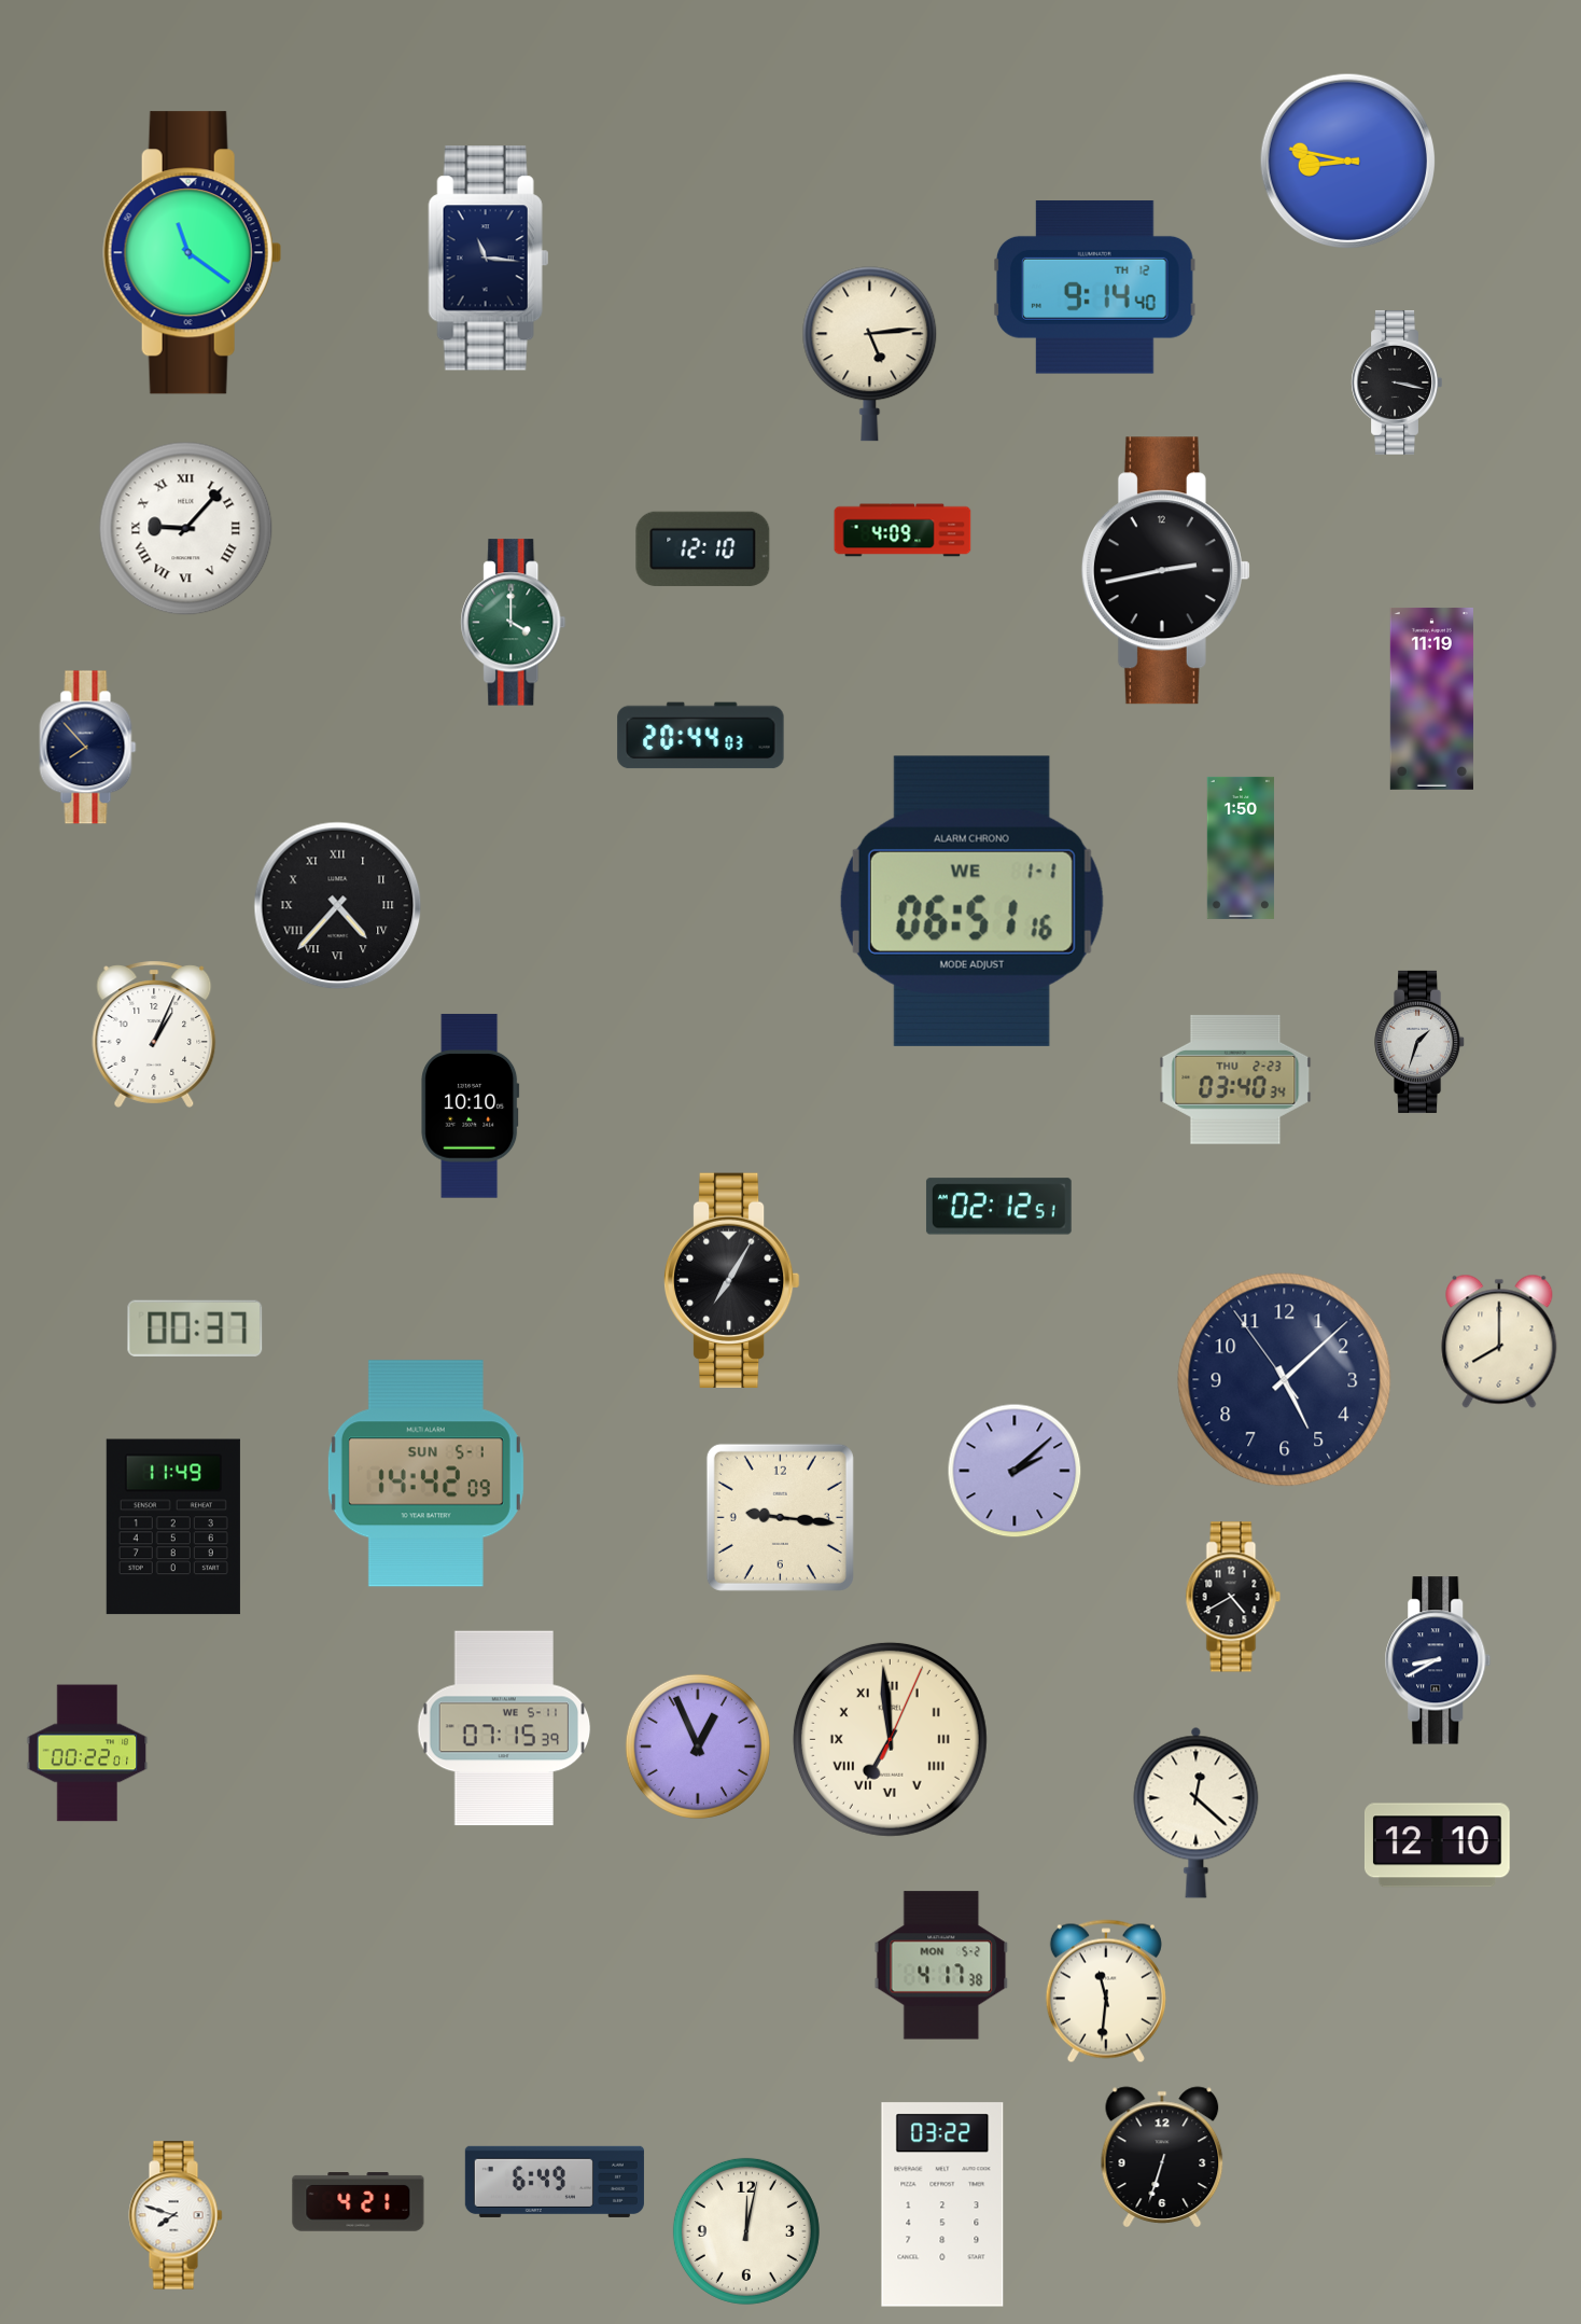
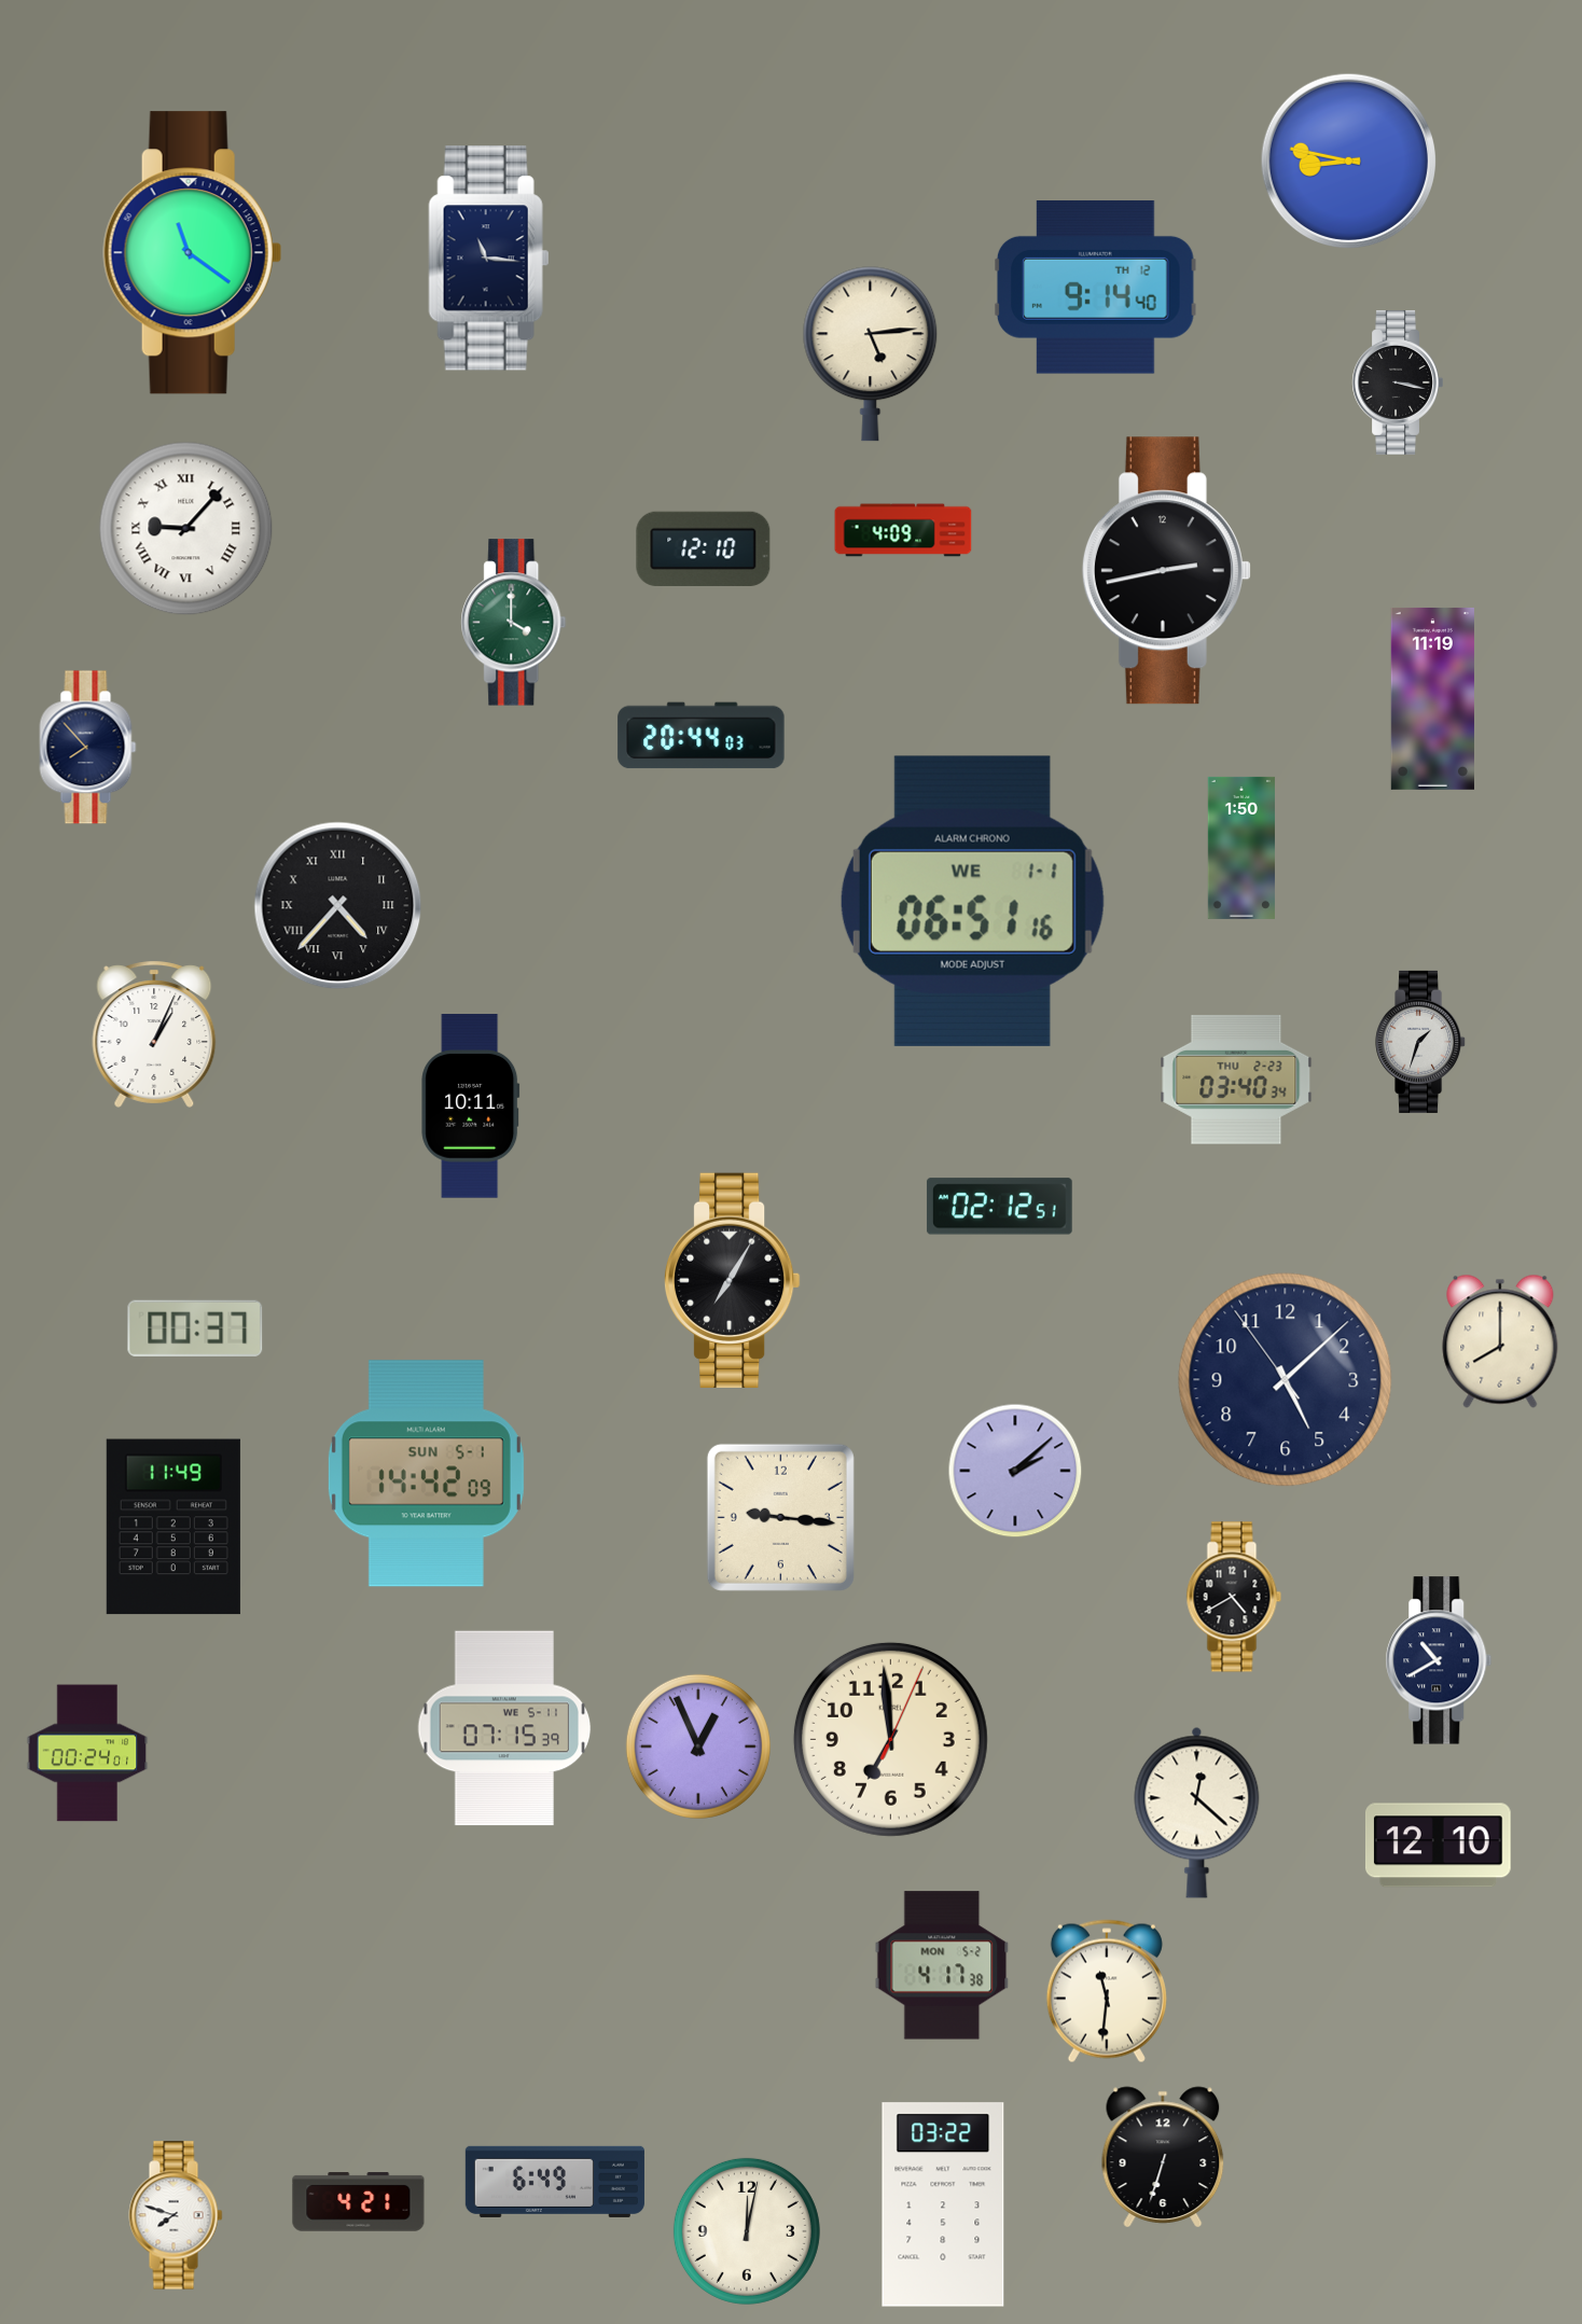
clock at (471, 1107): 10:10 -> 10:11
clock at (1438, 1660): 8:40 -> 10:40
clock at (890, 1739) numerals: Roman -> Arabic
clock at (87, 1753): 00:22 -> 00:24
